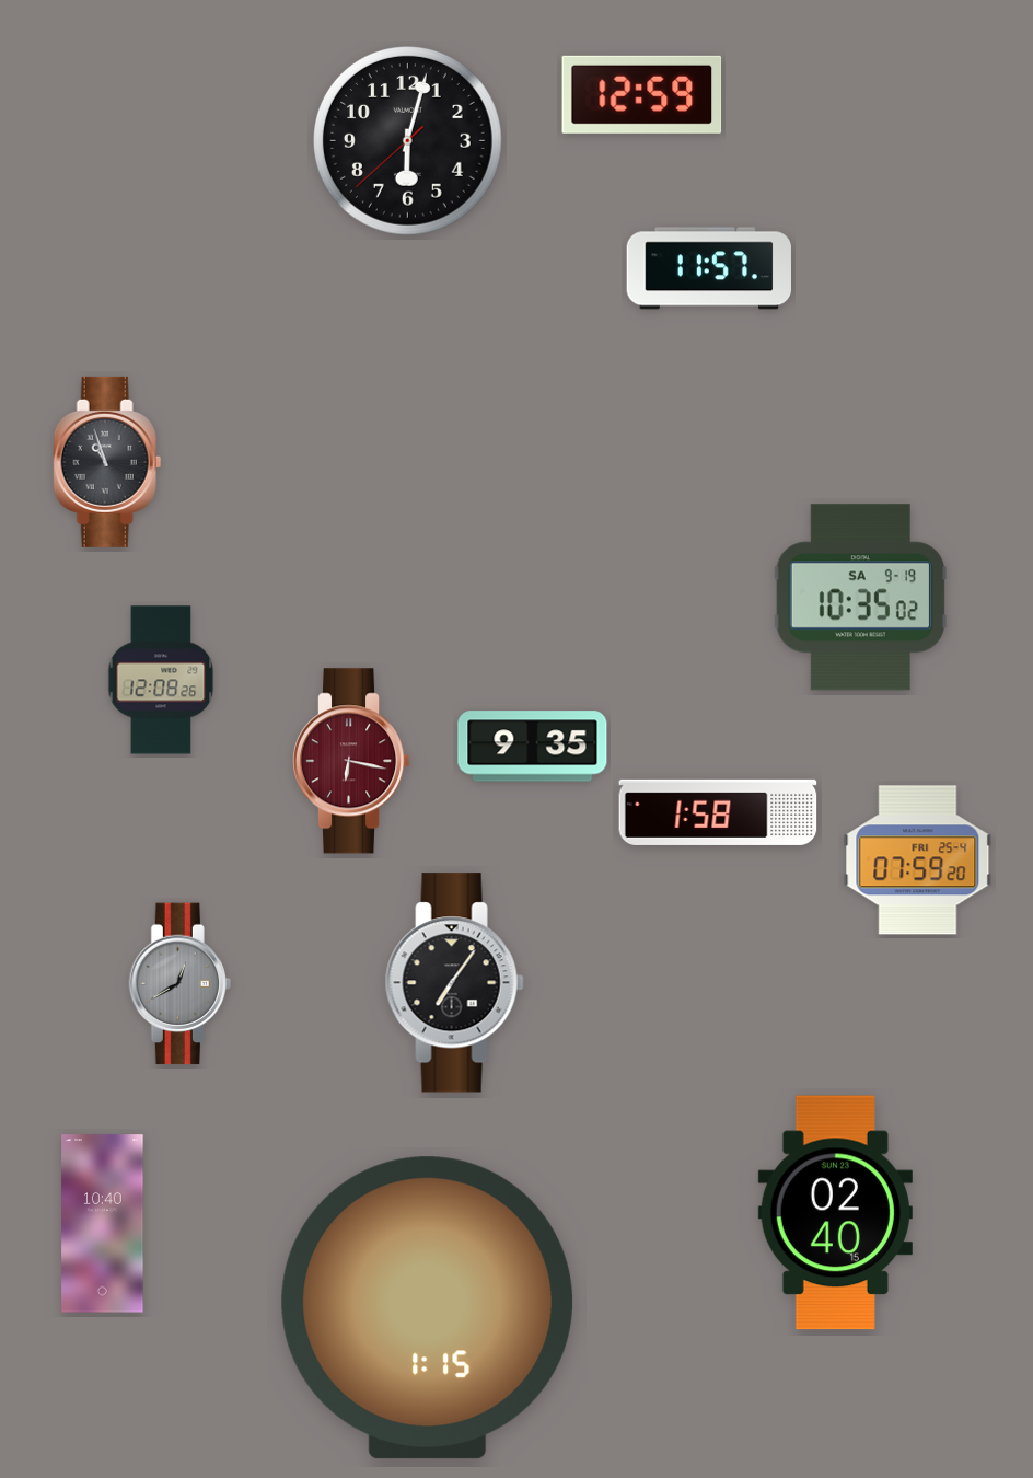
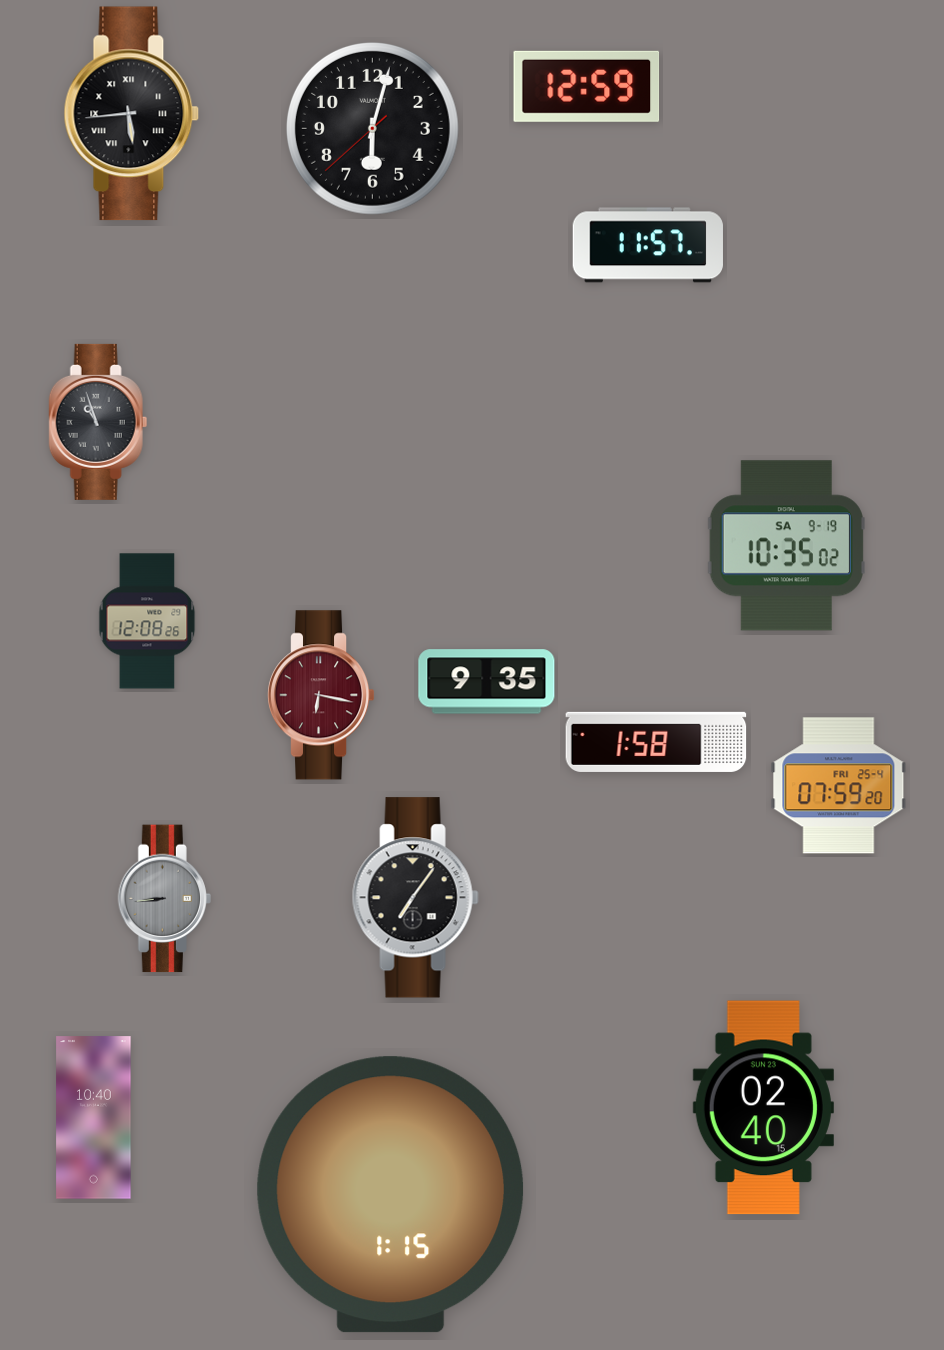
clock at (132, 114): none -> 5:44
clock at (179, 984): 12:40 -> 8:44
